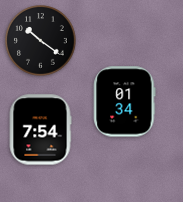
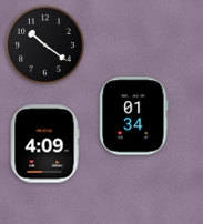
clock at (125, 102) position: (125, 102) -> (134, 116)
clock at (40, 130): 7:54 -> 4:09
